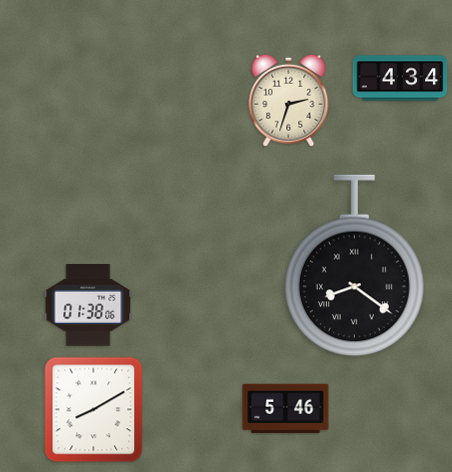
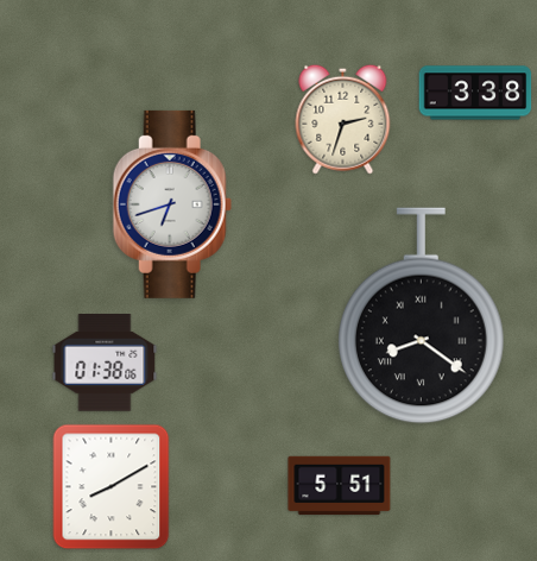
clock at (400, 78): 4:34 -> 3:38
clock at (172, 204): none -> 6:42
clock at (286, 409): 5:46 -> 5:51
